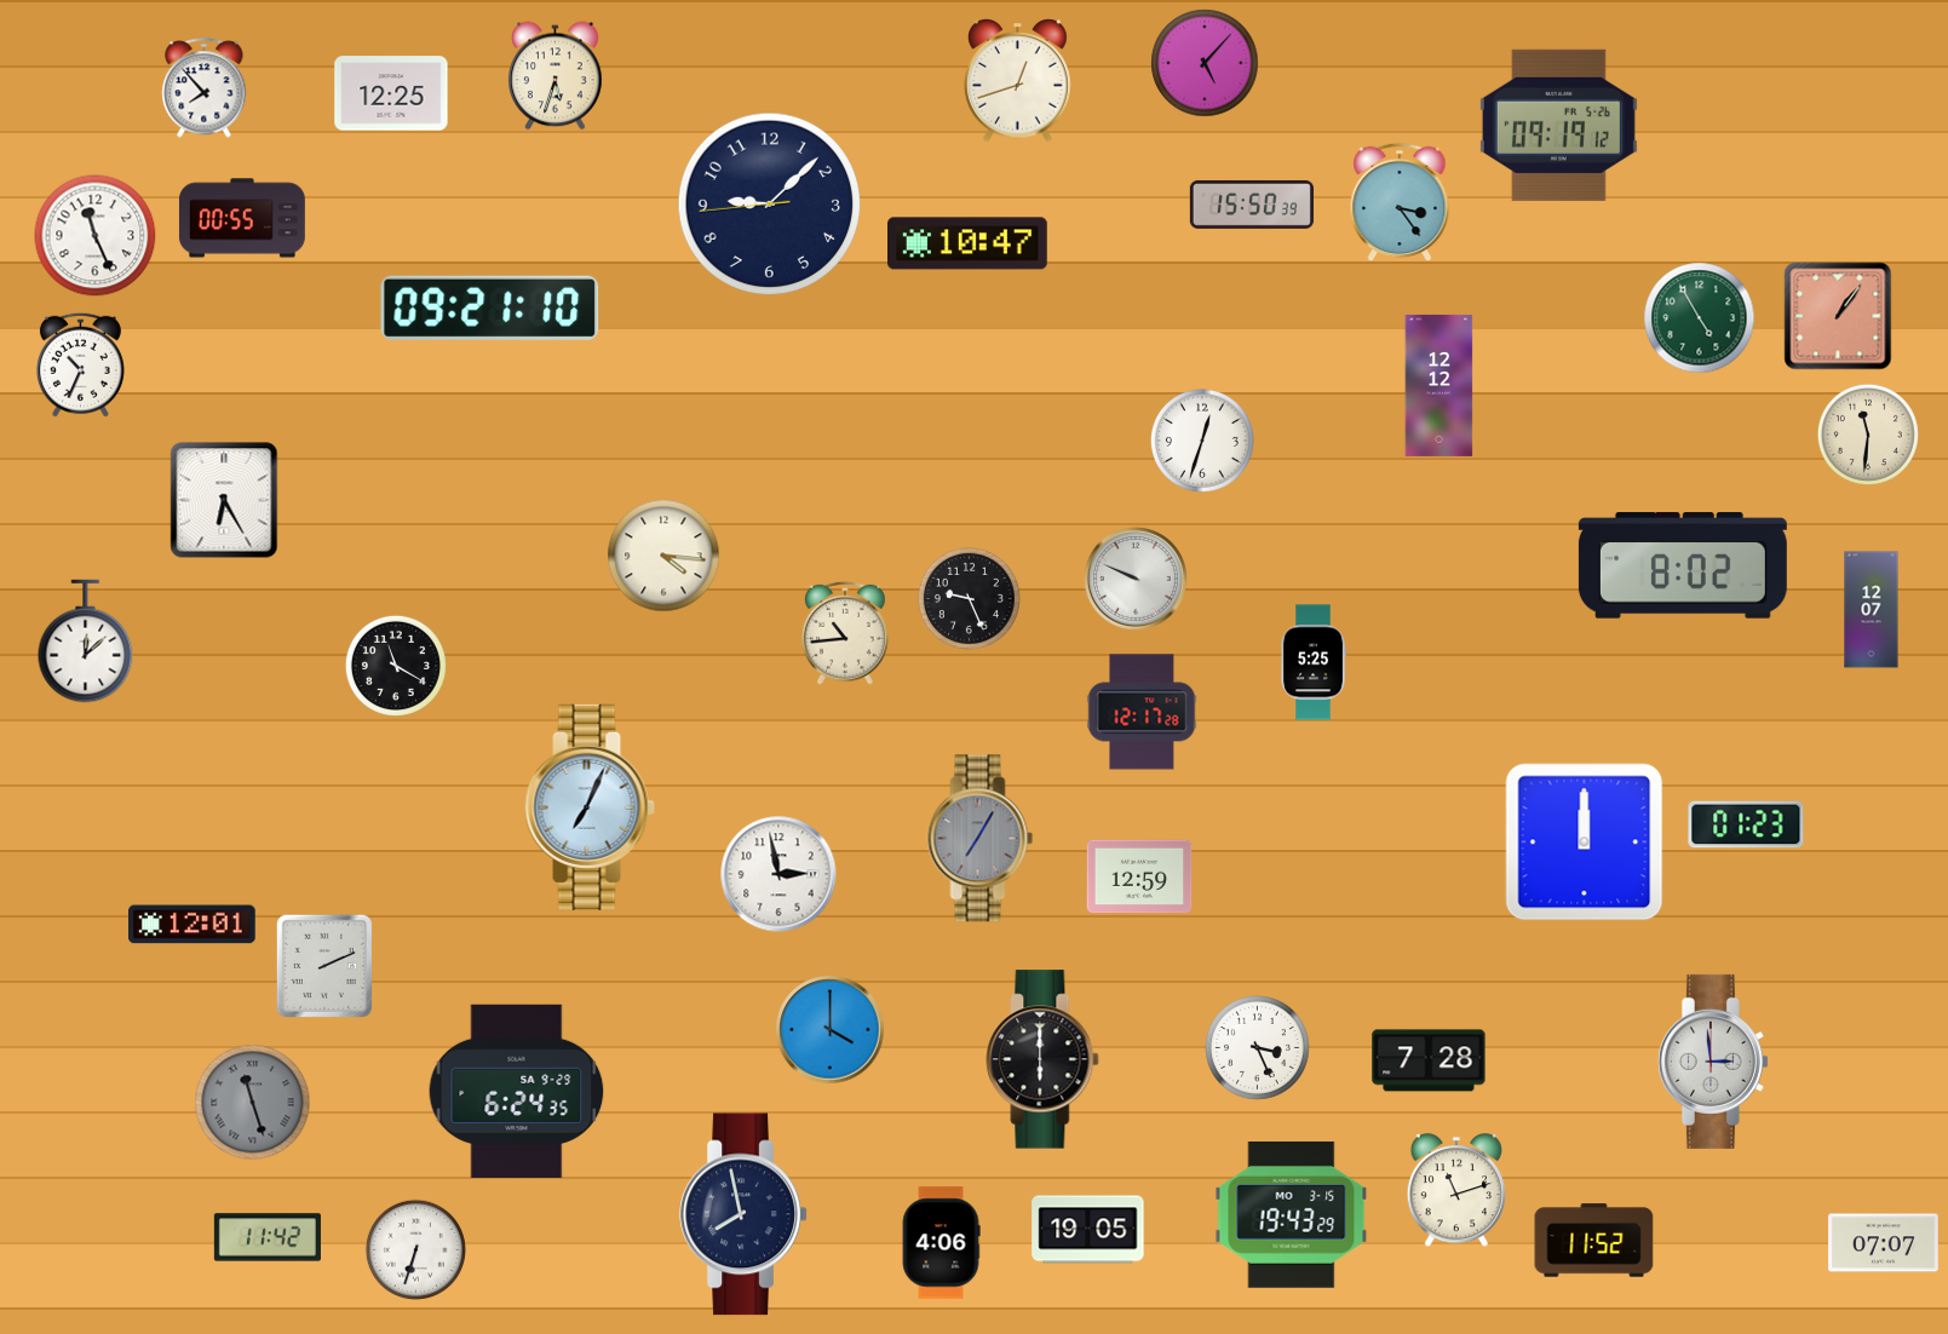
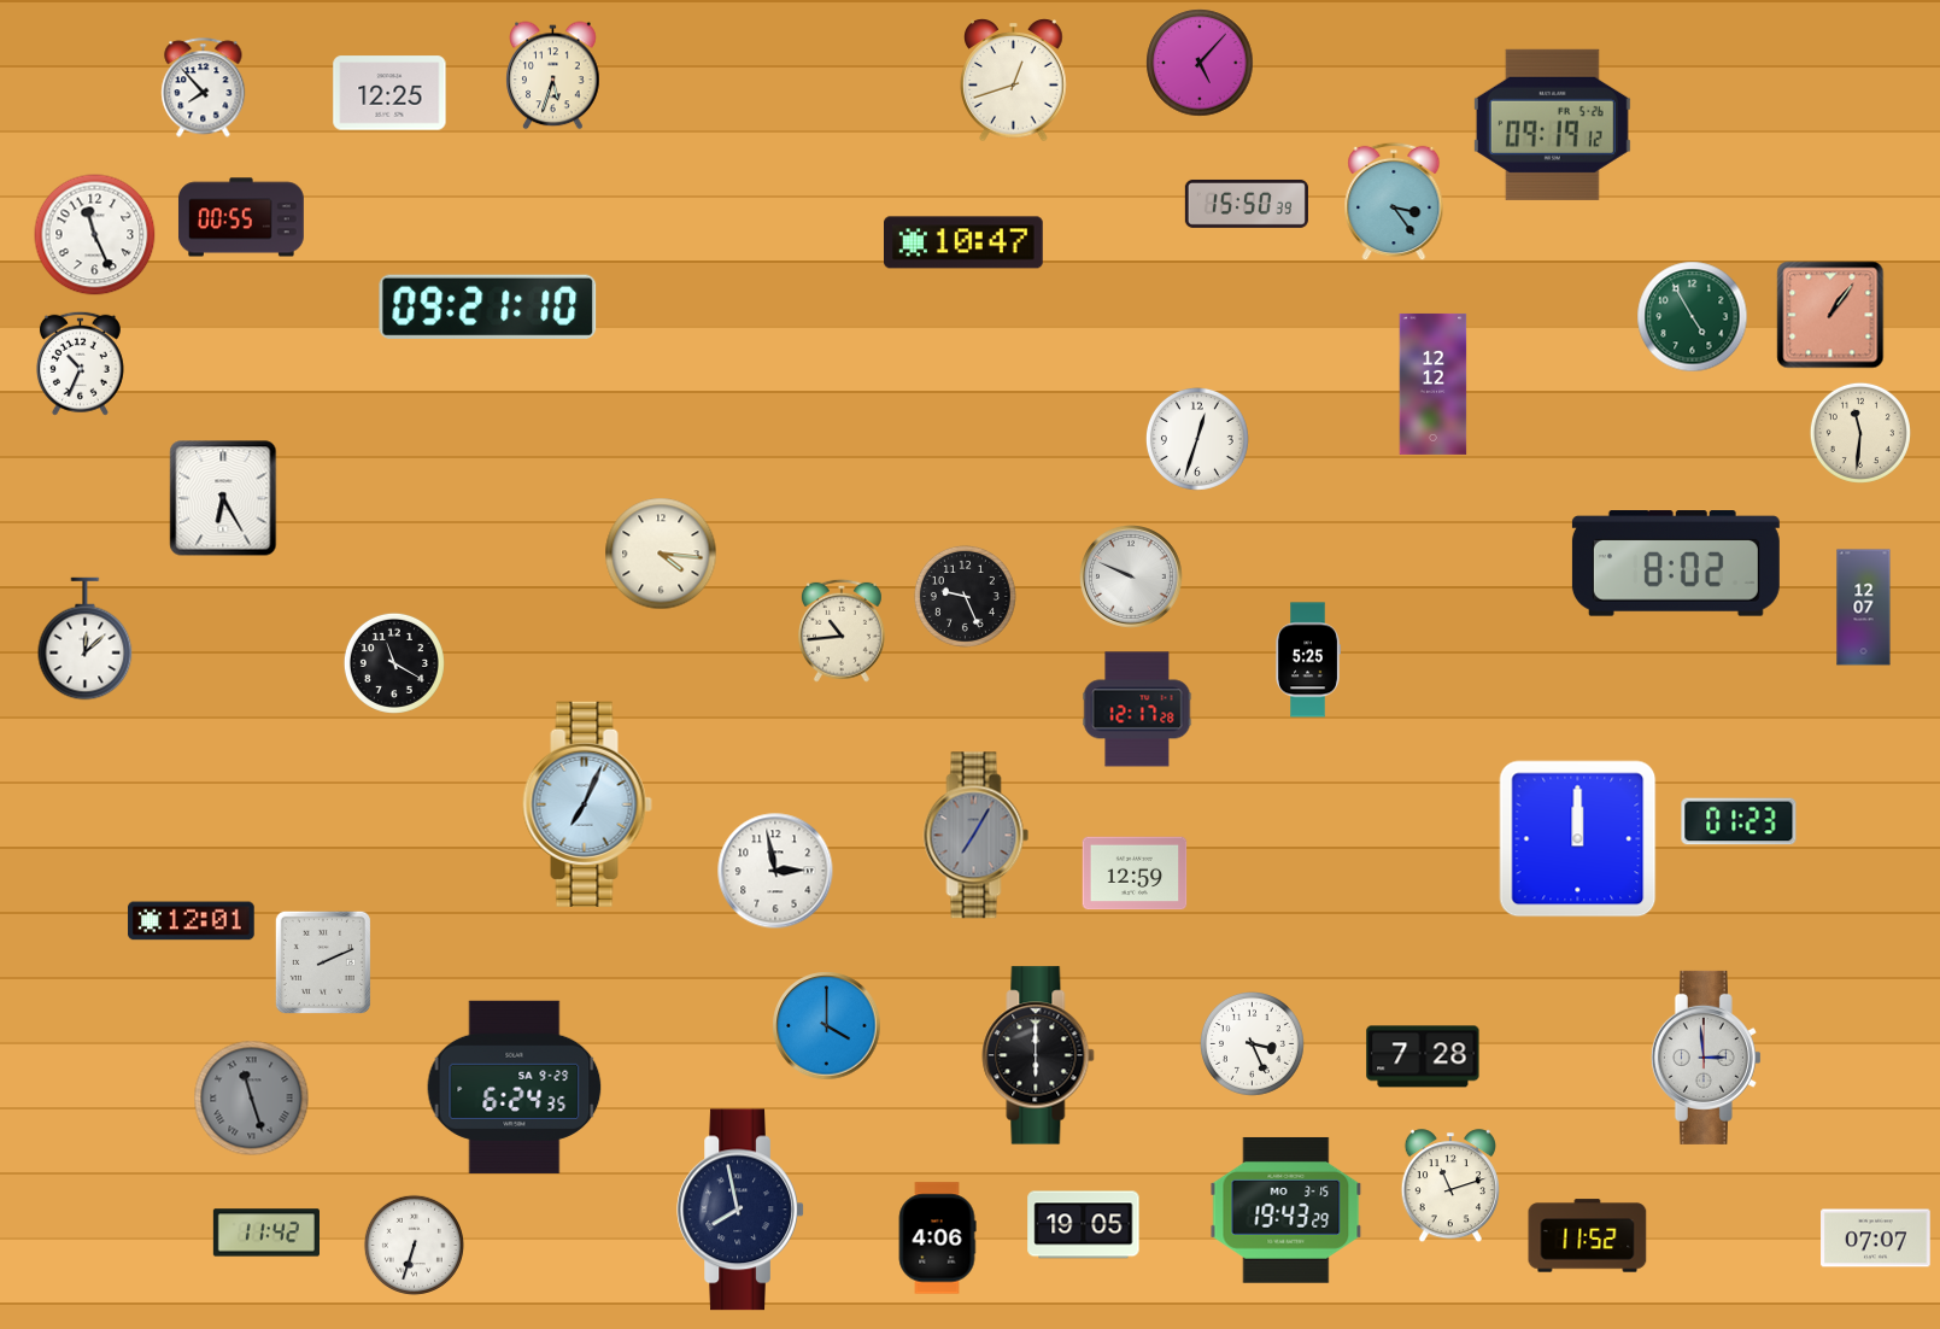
clock at (770, 205): 9:07 -> none
